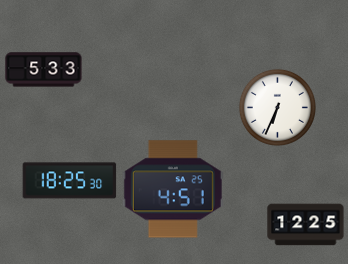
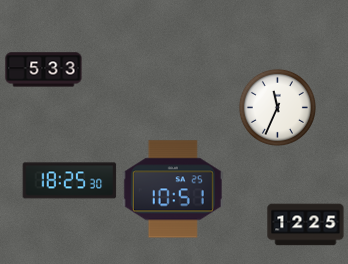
clock at (277, 107): 6:34 -> 11:34
clock at (173, 189): 4:51 -> 10:51
